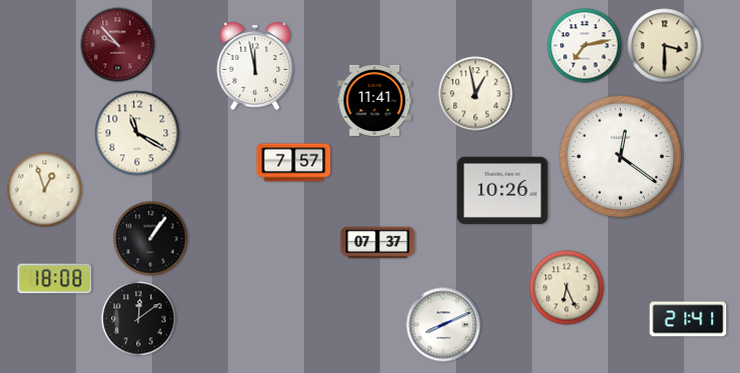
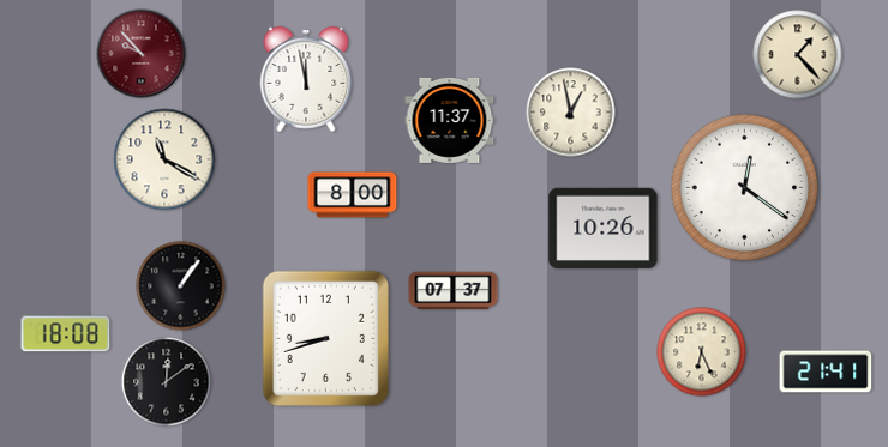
clock at (585, 46): 7:13 -> none
clock at (665, 46): 3:30 -> 1:23
clock at (375, 100): 11:41 -> 11:37
clock at (294, 163): 7:57 -> 8:00
clock at (45, 190): 12:57 -> none
clock at (325, 338): none -> 8:42
clock at (567, 288) position: (567, 288) -> (702, 352)
clock at (688, 319) position: (688, 319) -> (826, 372)
clock at (444, 325): 8:11 -> none
